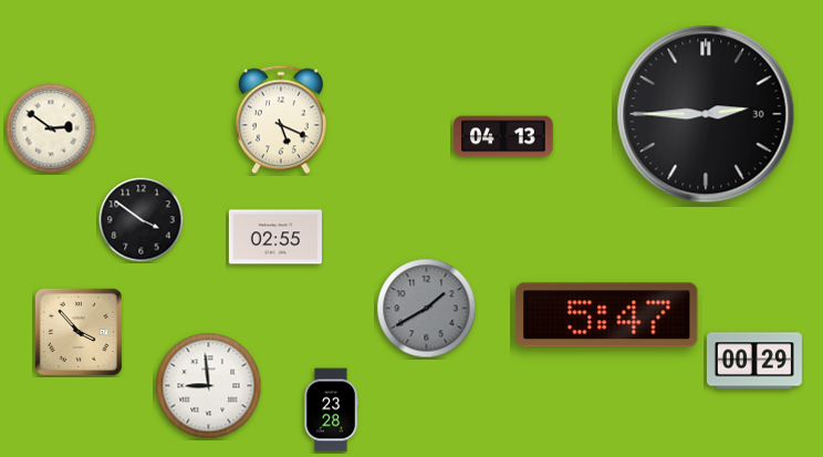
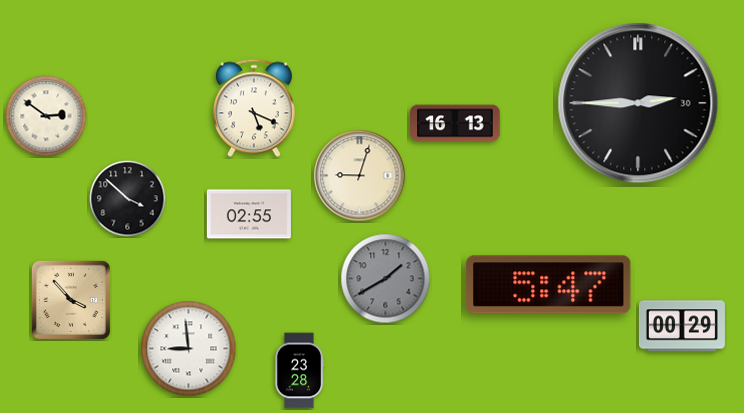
clock at (503, 136): 04:13 -> 16:13
clock at (360, 176): none -> 9:03
clock at (142, 220): 3:51 -> 3:52
